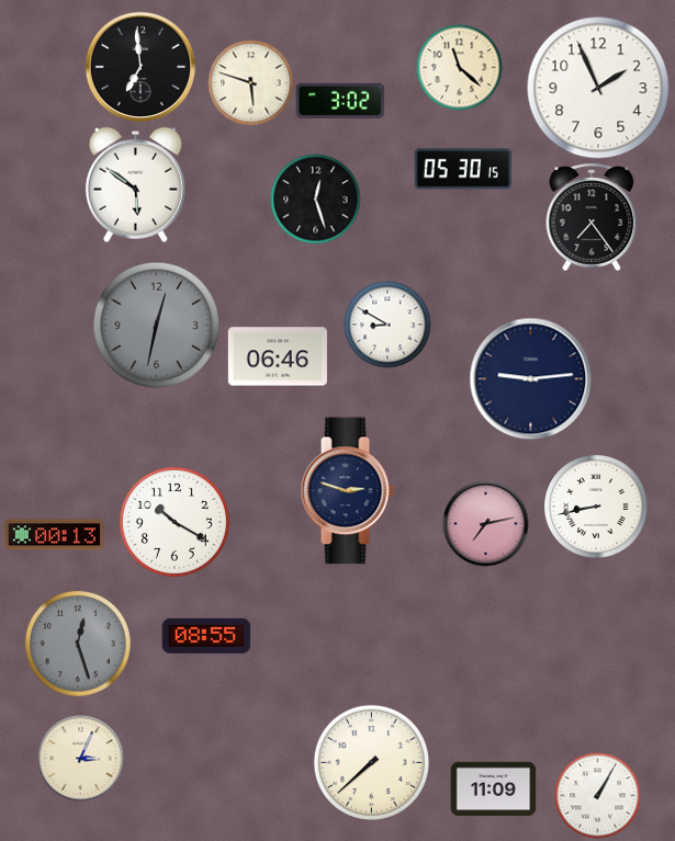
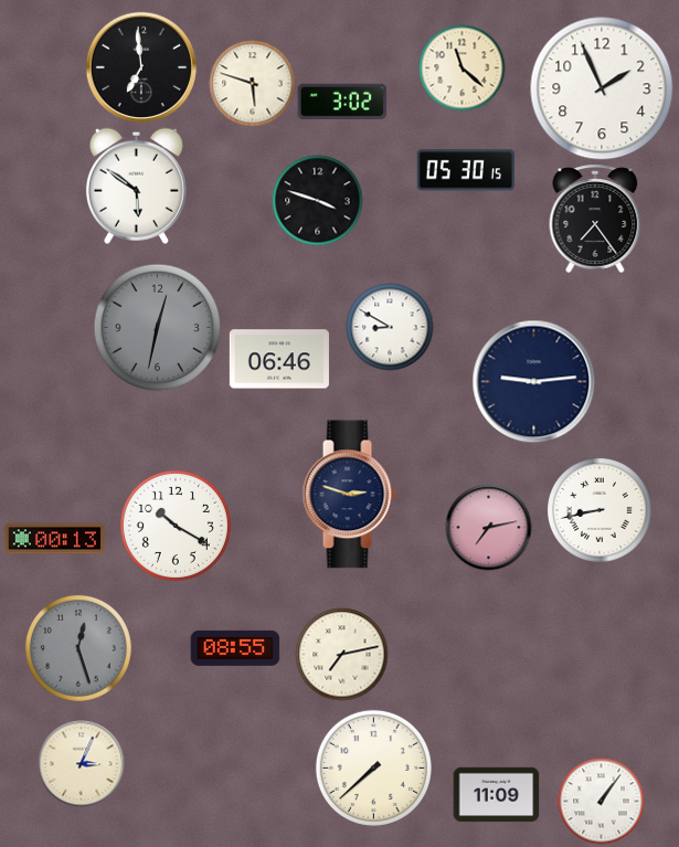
clock at (315, 198): 12:27 -> 3:48
clock at (206, 636) position: (206, 636) -> (235, 648)
clock at (341, 654): none -> 7:13
clock at (597, 795): 1:05 -> 1:06
